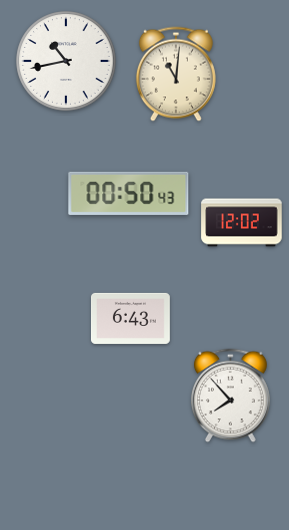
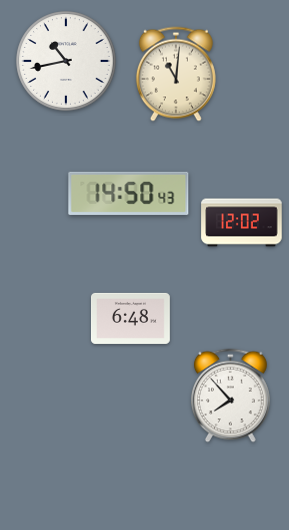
clock at (129, 193): 00:50 -> 14:50
clock at (130, 318): 6:43 -> 6:48
